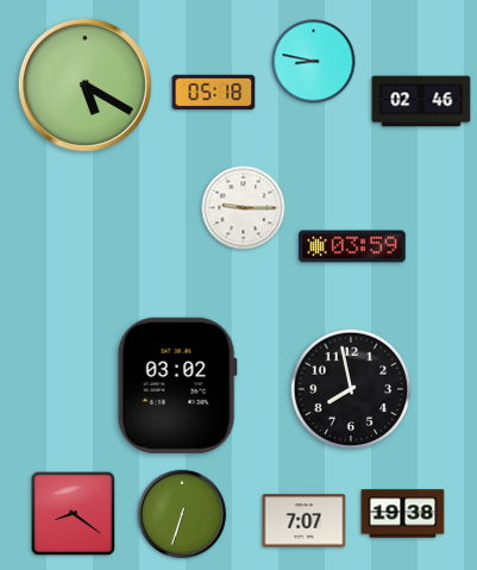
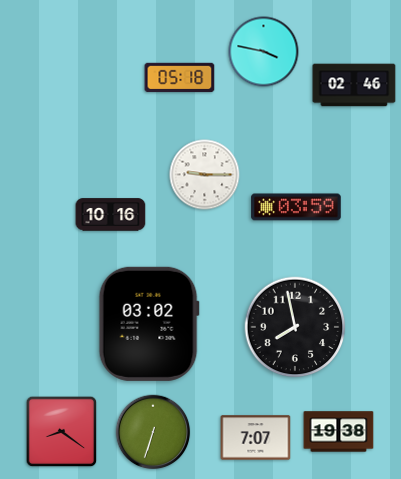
clock at (314, 62): 8:47 -> 3:47
clock at (84, 84): 5:20 -> none
clock at (111, 215): none -> 10:16
